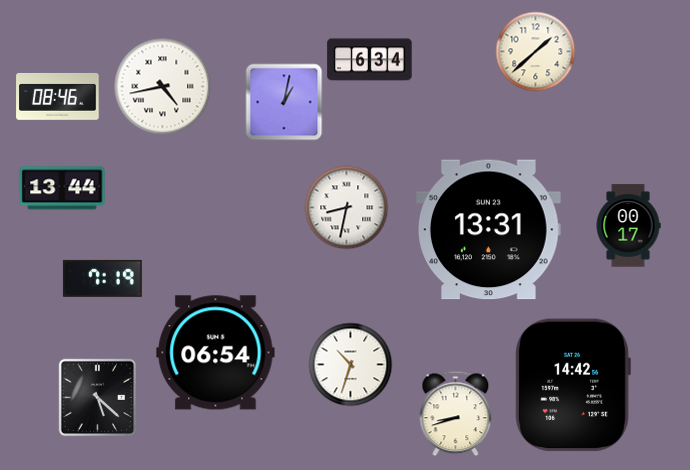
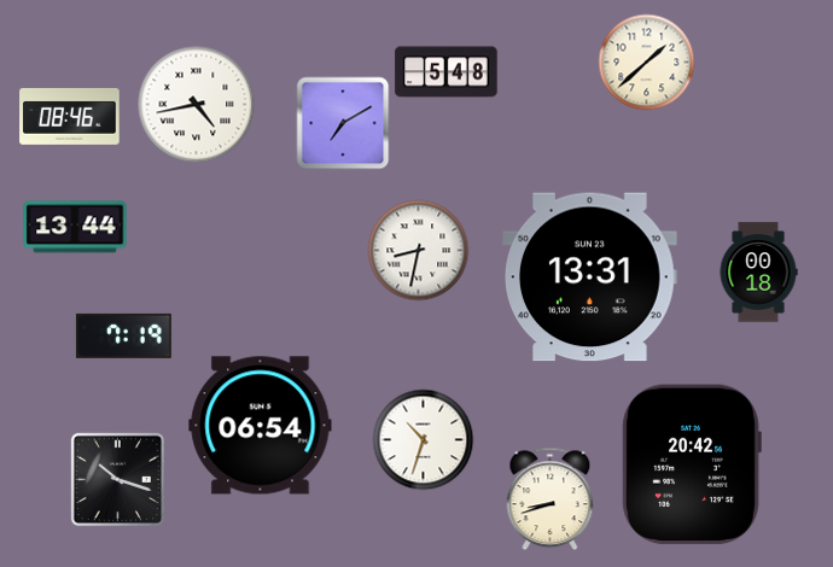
clock at (370, 60): 6:34 -> 5:48
clock at (284, 102): 1:02 -> 7:10
clock at (628, 226): 00:17 -> 00:18
clock at (573, 385): 14:42 -> 20:42
clock at (98, 398): 5:22 -> 10:18
